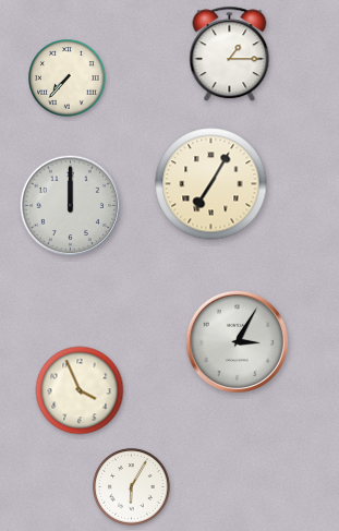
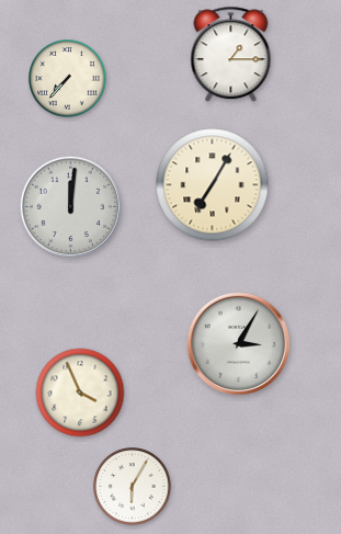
clock at (71, 206): 12:00 -> 12:01
clock at (132, 487) position: (132, 487) -> (133, 487)
